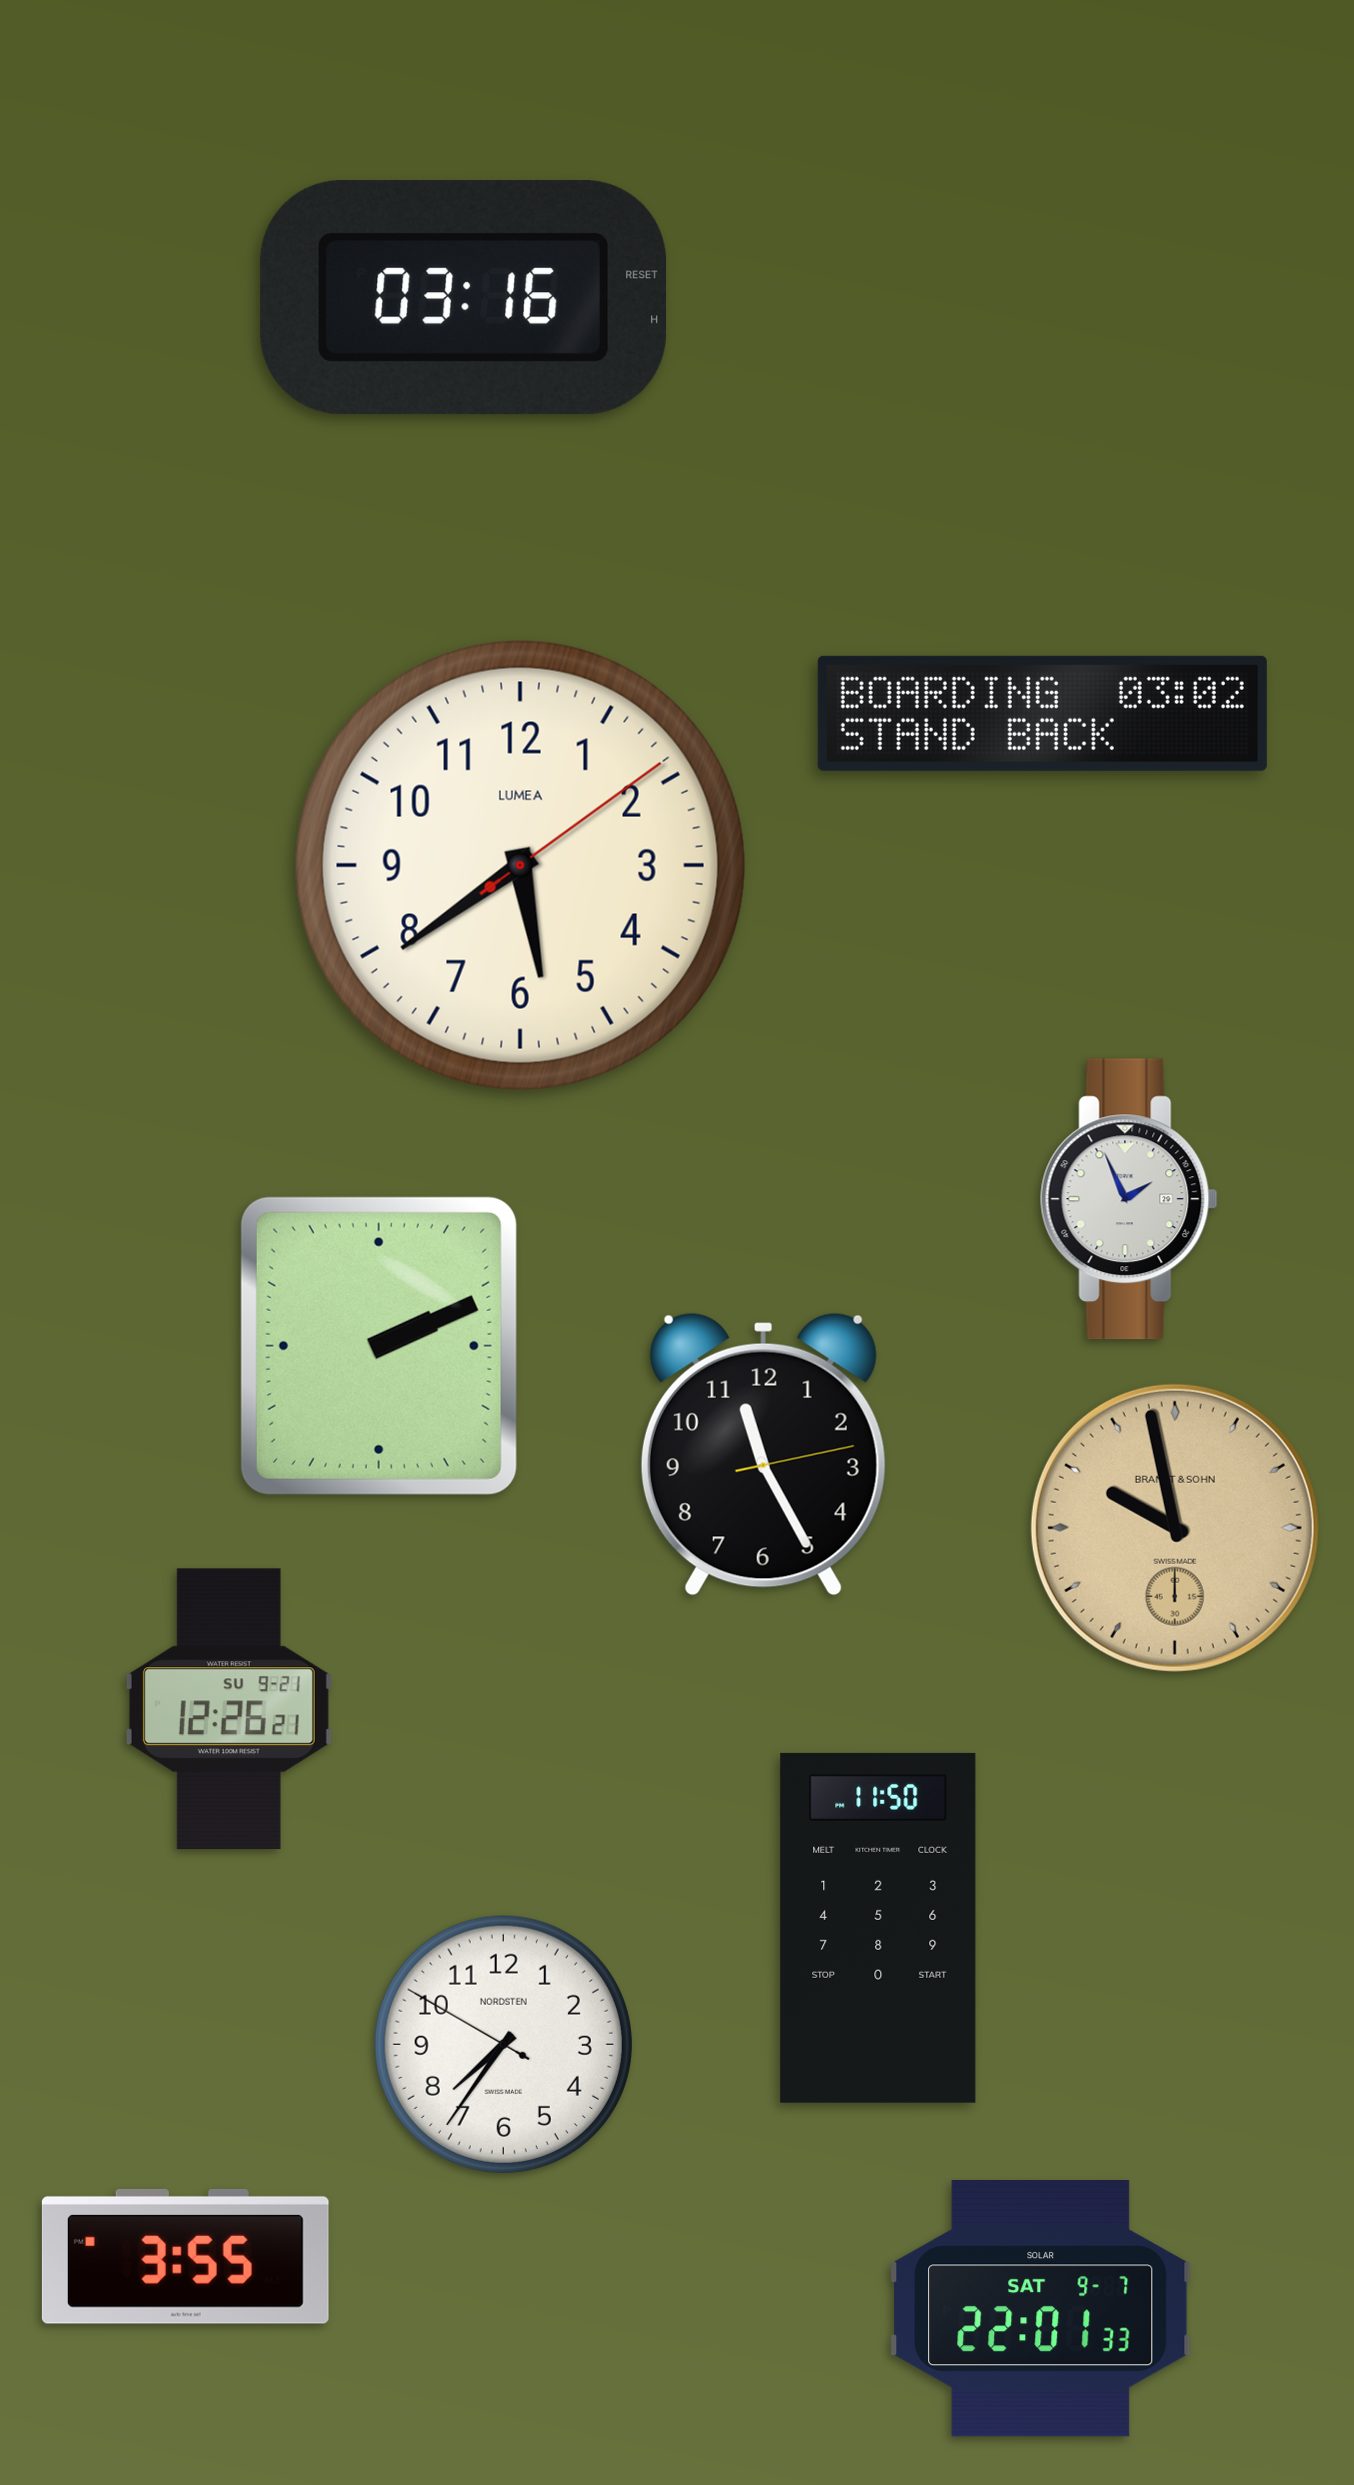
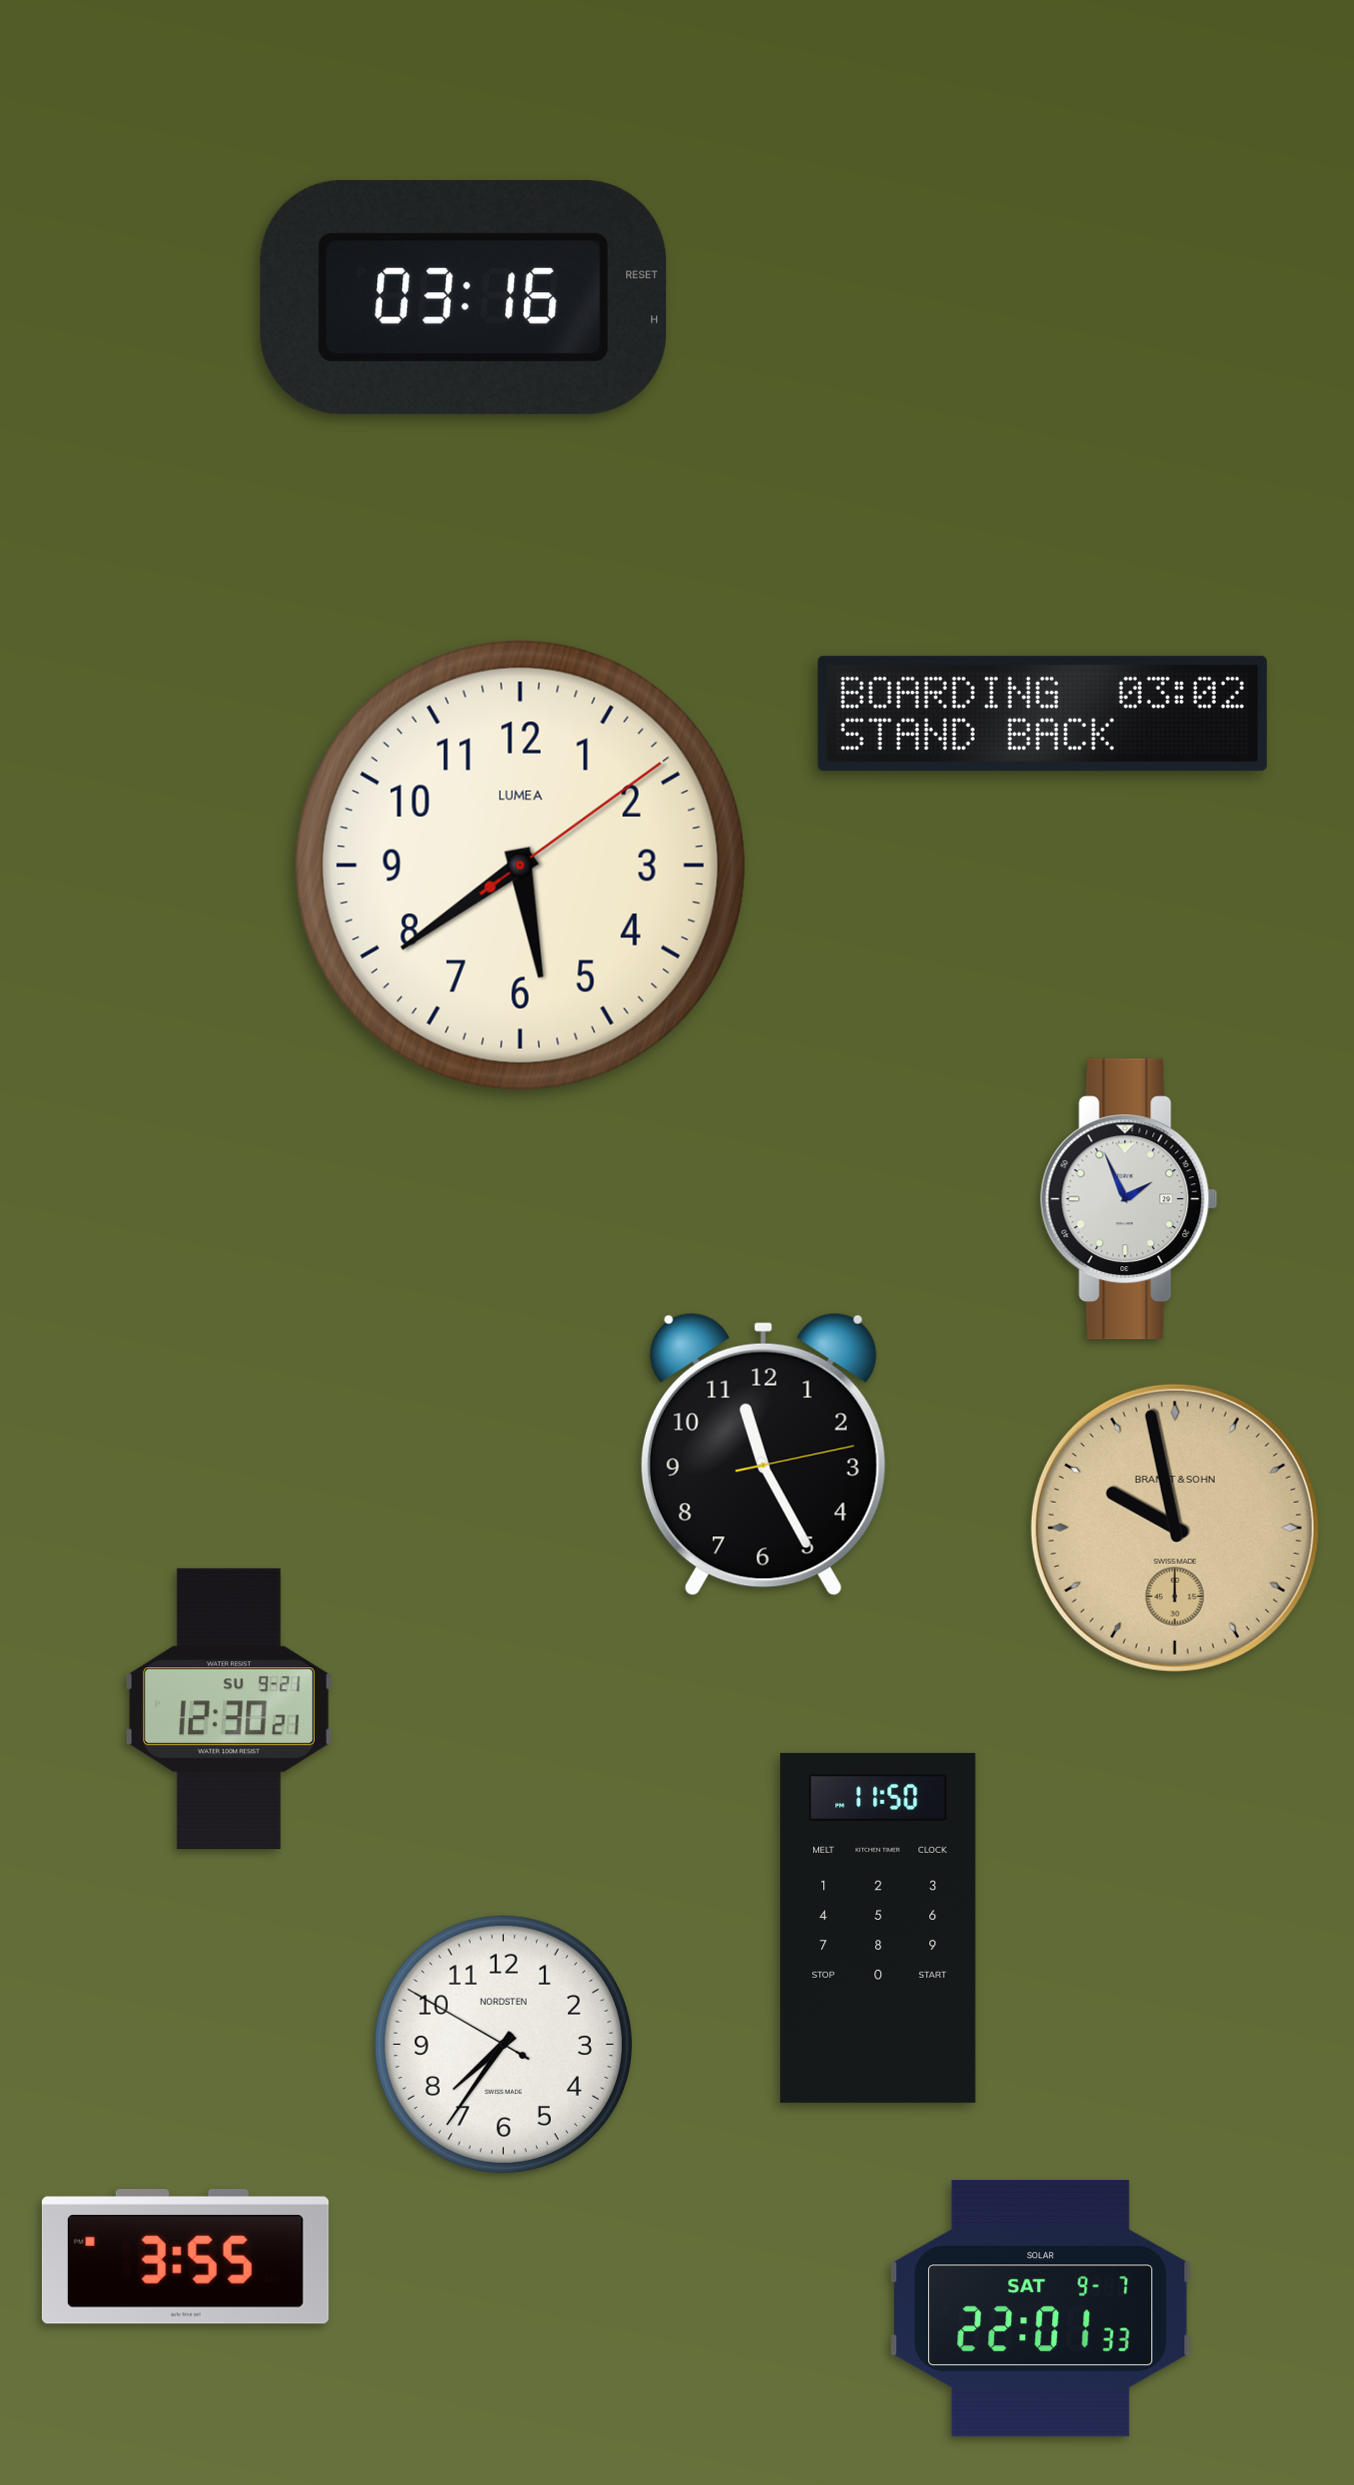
clock at (379, 1346): 2:11 -> none
clock at (229, 1709): 12:26 -> 12:30
